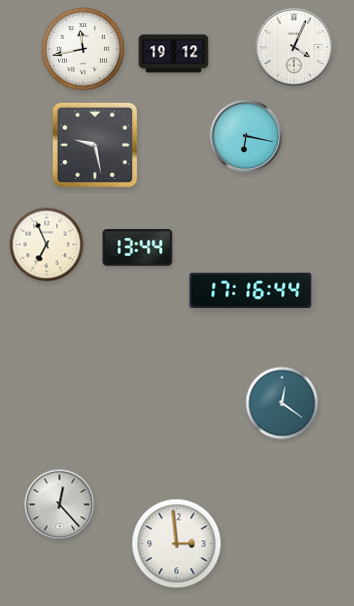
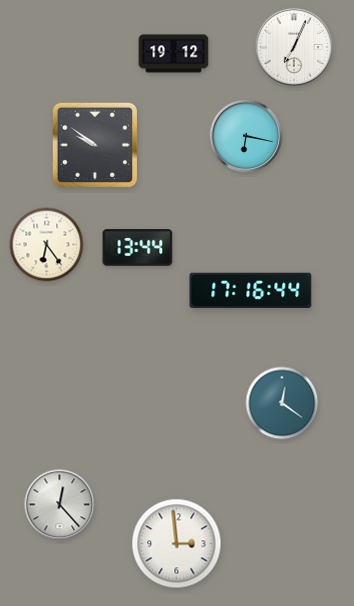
clock at (294, 47): 4:04 -> 7:04
clock at (84, 50): 11:43 -> none
clock at (94, 144): 9:28 -> 9:51
clock at (47, 245): 6:56 -> 6:24
